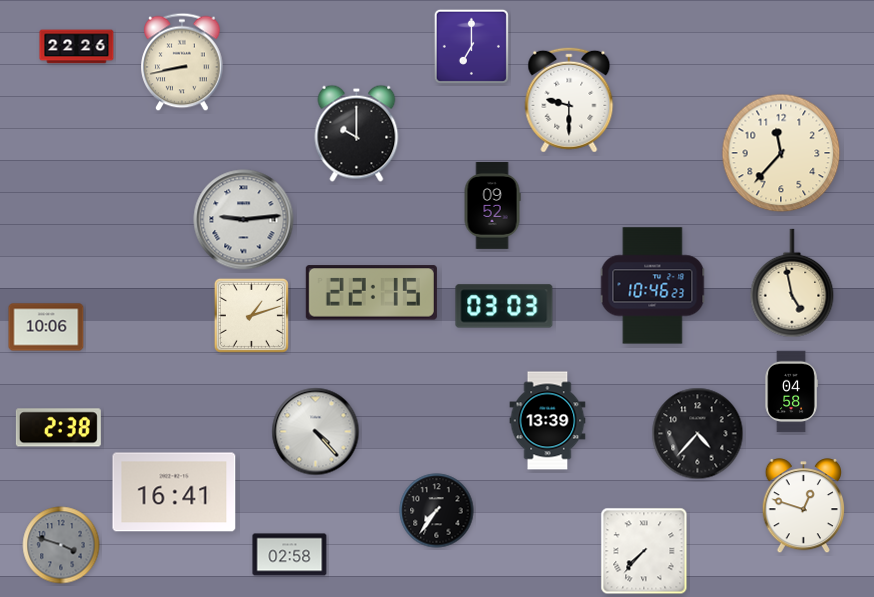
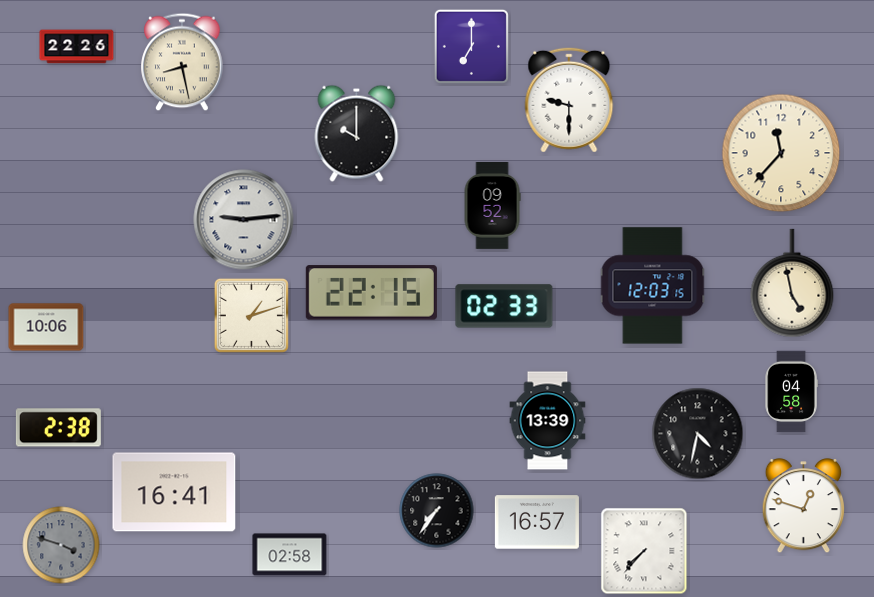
clock at (182, 62): 8:43 -> 8:28
clock at (653, 286): 10:46 -> 12:03
clock at (504, 306): 03:03 -> 02:33
clock at (316, 432): 4:23 -> none
clock at (698, 434): 4:37 -> 4:32
clock at (537, 522): none -> 16:57
